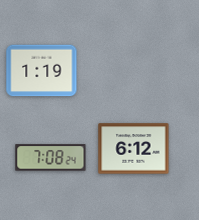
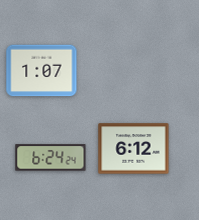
clock at (42, 71): 1:19 -> 1:07
clock at (51, 158): 7:08 -> 6:24
